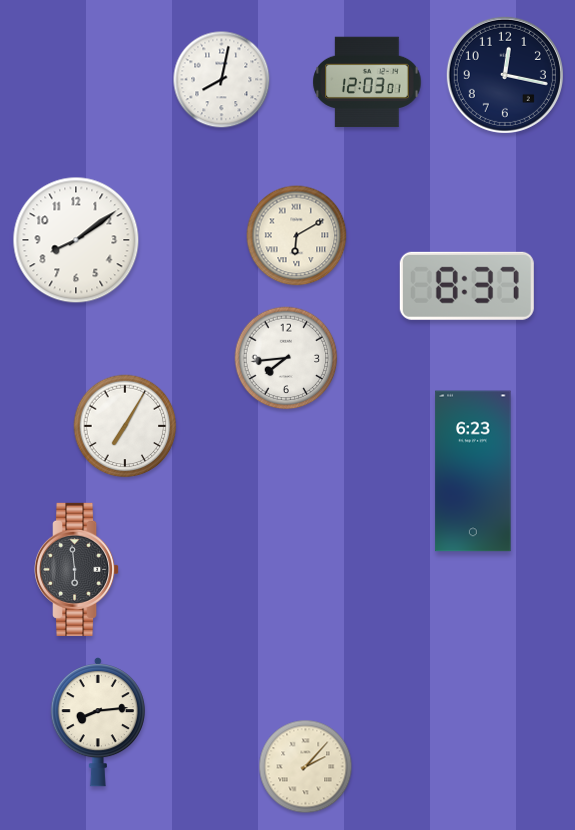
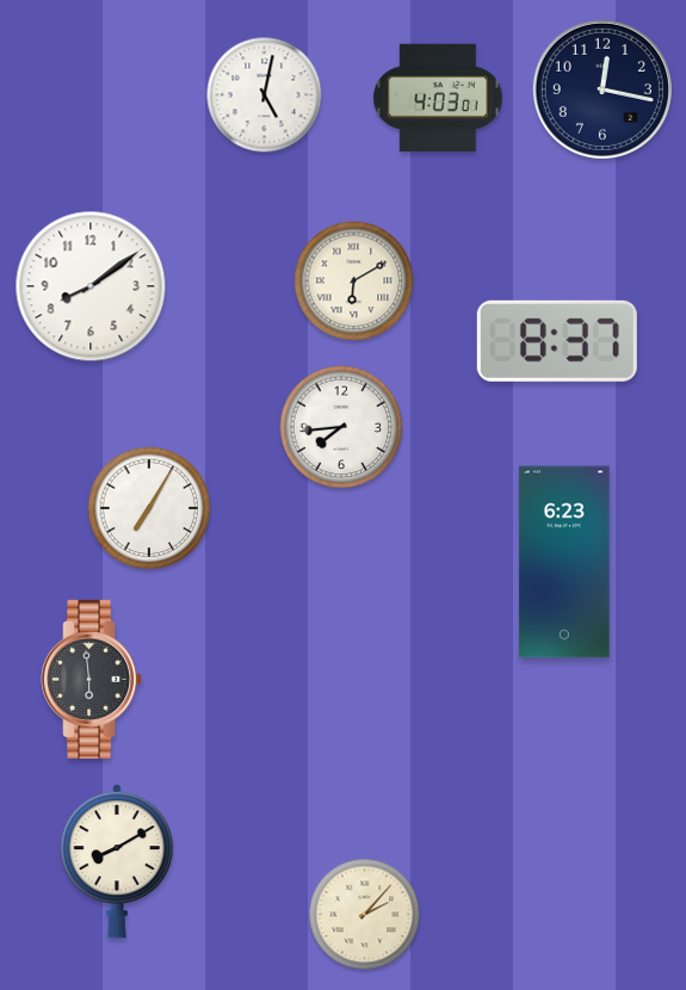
clock at (222, 80): 8:02 -> 5:02
clock at (367, 82): 12:03 -> 4:03
clock at (98, 723): 8:14 -> 8:10
